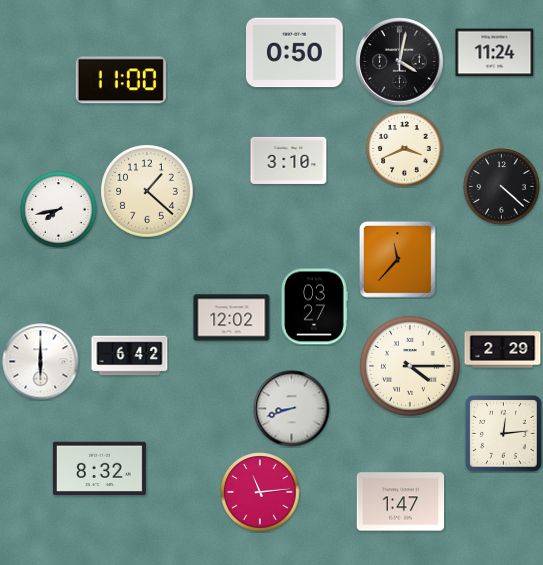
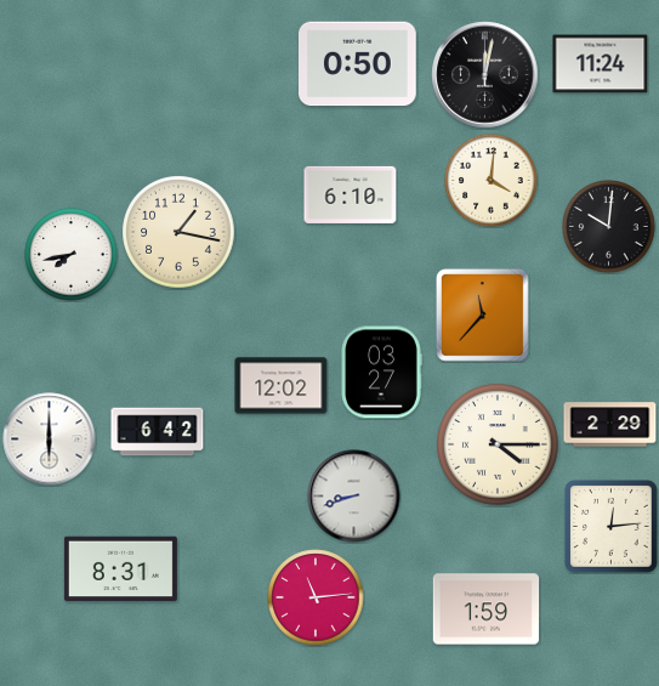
clock at (400, 62): 4:02 -> 12:02
clock at (121, 80): 11:00 -> none
clock at (405, 149): 3:41 -> 4:01
clock at (289, 160): 3:10 -> 6:10
clock at (502, 187): 4:22 -> 10:01
clock at (147, 191): 1:22 -> 1:17
clock at (99, 469): 8:32 -> 8:31
clock at (401, 502): 1:47 -> 1:59
